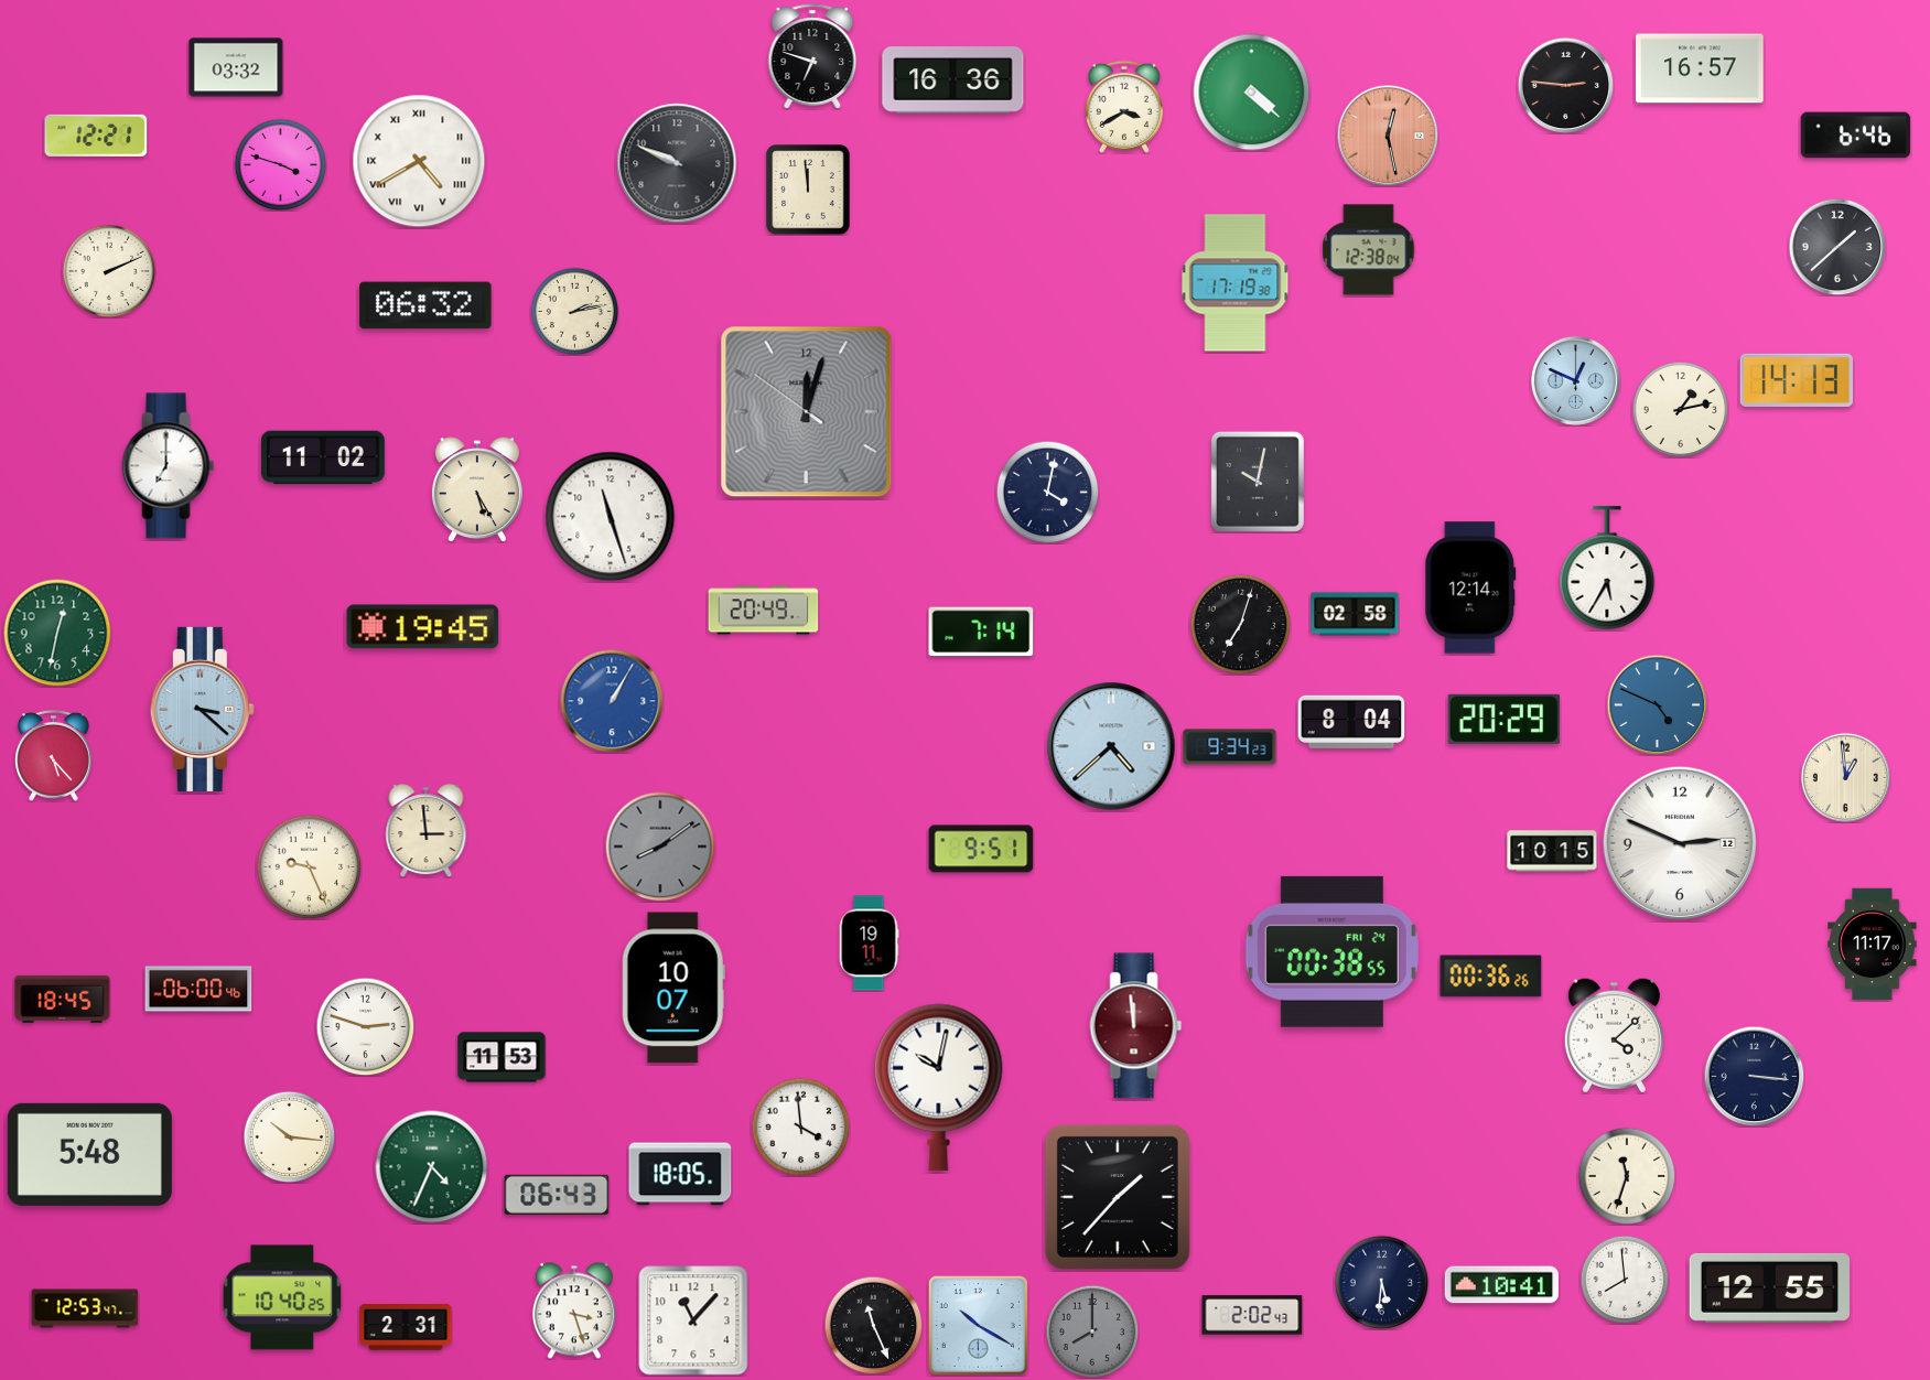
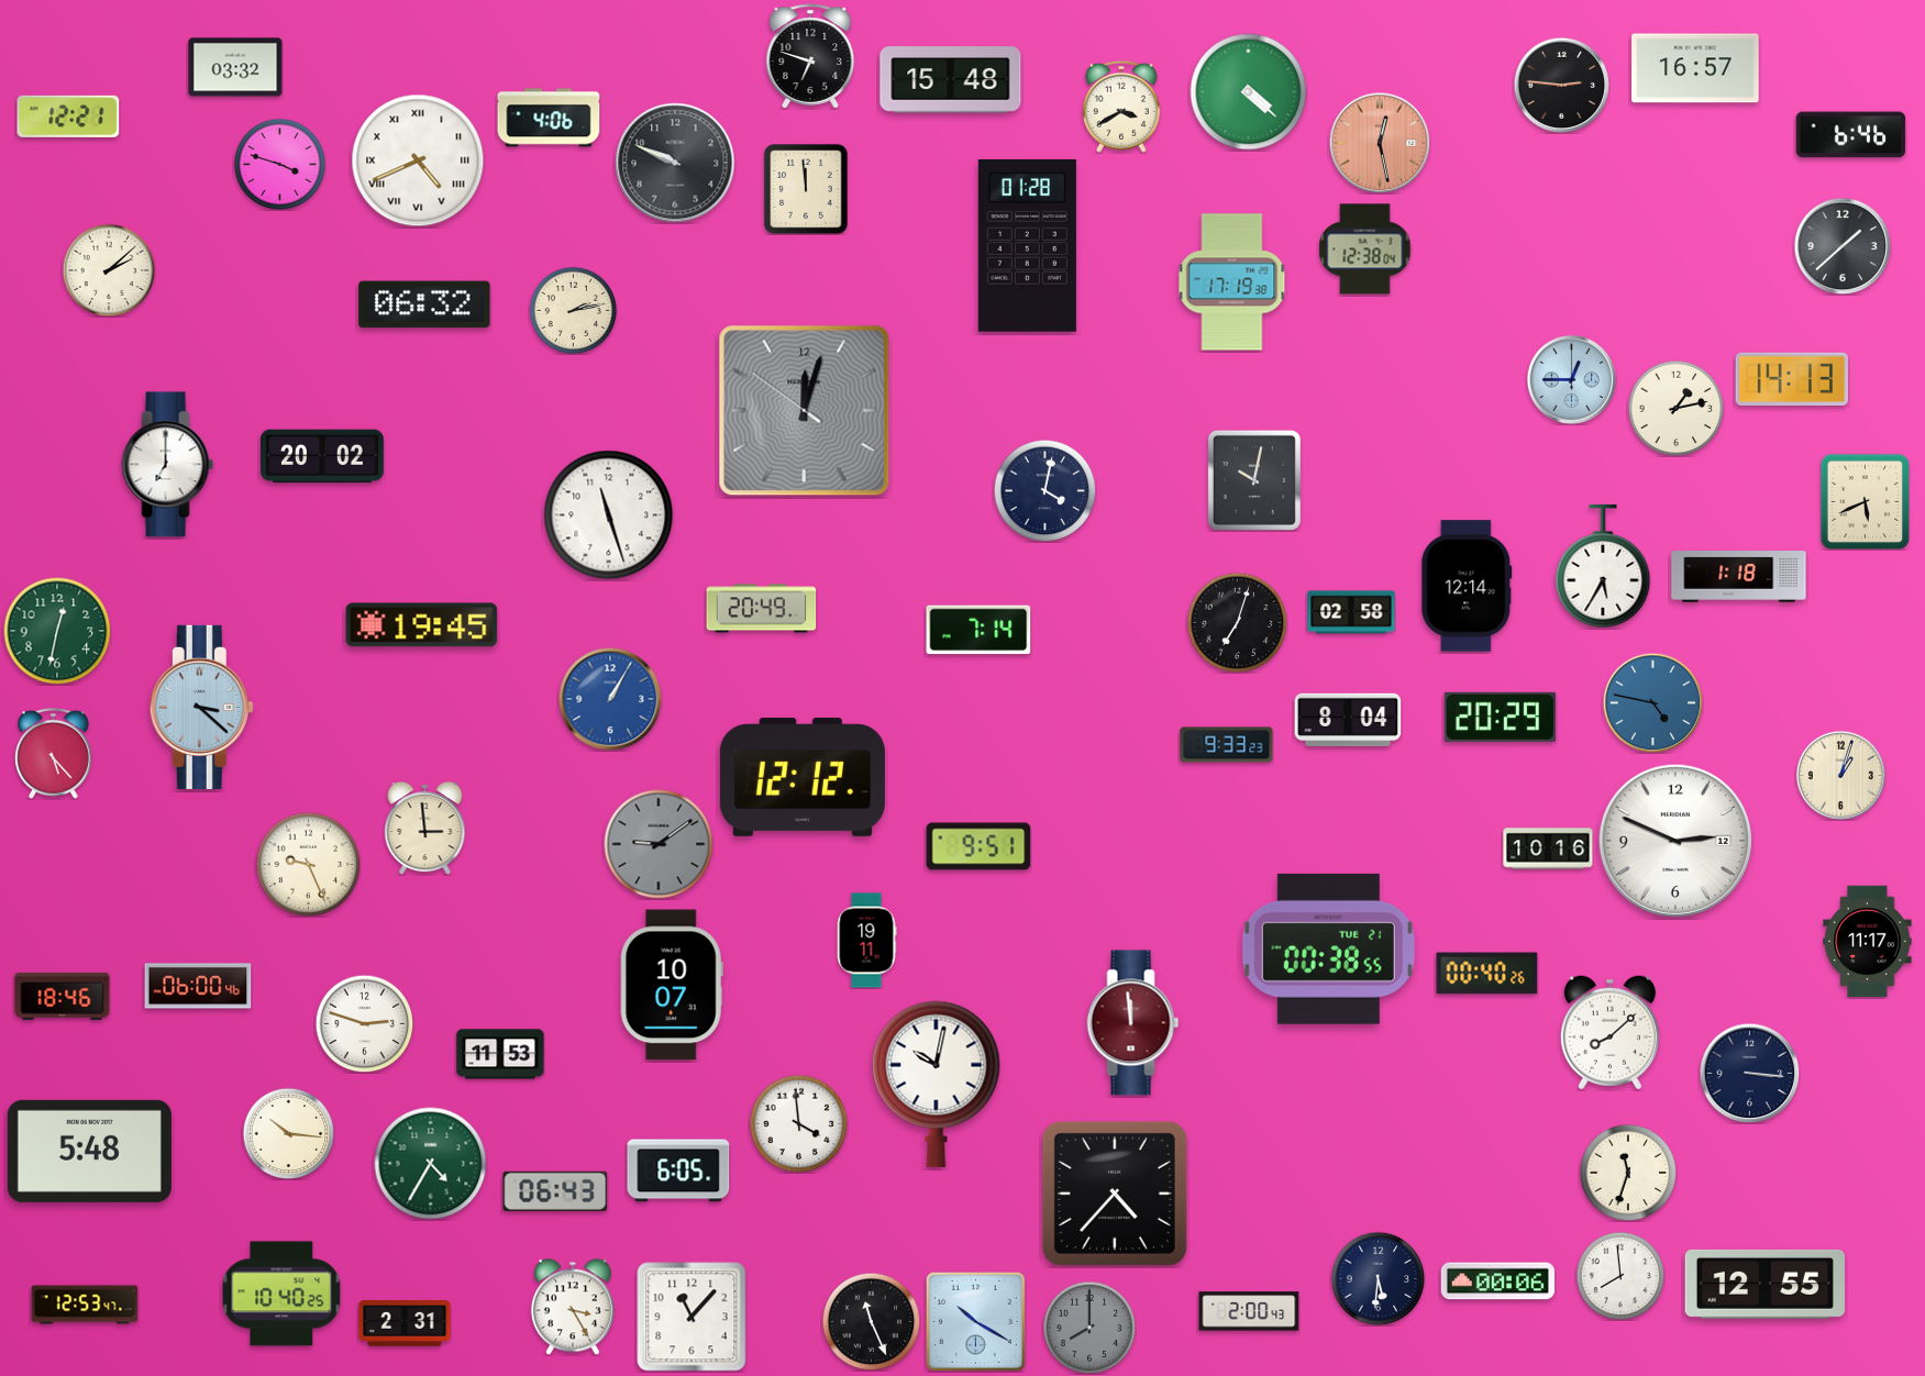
clock at (953, 80): 16:36 -> 15:48
clock at (549, 118): none -> 4:06
clock at (96, 136) position: (96, 136) -> (68, 116)
clock at (1388, 136) position: (1388, 136) -> (1380, 143)
clock at (419, 161): 4:40 -> 4:41
clock at (1027, 245): none -> 01:28
clock at (1837, 247) position: (1837, 247) -> (1843, 246)
clock at (109, 271): 2:11 -> 2:08
clock at (1575, 380): 12:49 -> 12:45
clock at (324, 457): 11:02 -> 20:02
clock at (477, 489): 5:25 -> none
clock at (1866, 501): none -> 5:41
clock at (1739, 577): none -> 1:18
clock at (1657, 704): 4:49 -> 4:47
clock at (1111, 746): 4:38 -> none
clock at (1230, 747): 9:34 -> 9:33
clock at (1845, 777): 12:59 -> 1:03
clock at (803, 778): none -> 12:12
clock at (660, 847): 8:09 -> 9:09
clock at (1552, 851): 10:15 -> 10:16
clock at (1331, 951) date: FRI 24 -> TUE 21
clock at (1491, 977): 00:36 -> 00:40
clock at (63, 999): 18:45 -> 18:46
clock at (1614, 1036): 4:08 -> 8:08
clock at (432, 1167): 4:34 -> 4:35
clock at (680, 1174): 18:05 -> 6:05
clock at (1627, 1176) position: (1627, 1176) -> (1628, 1173)
clock at (1118, 1197): 1:37 -> 4:37
clock at (1501, 1285): 10:41 -> 00:06
clock at (574, 1311): 3:27 -> 3:25
clock at (1252, 1315): 2:02 -> 2:00
